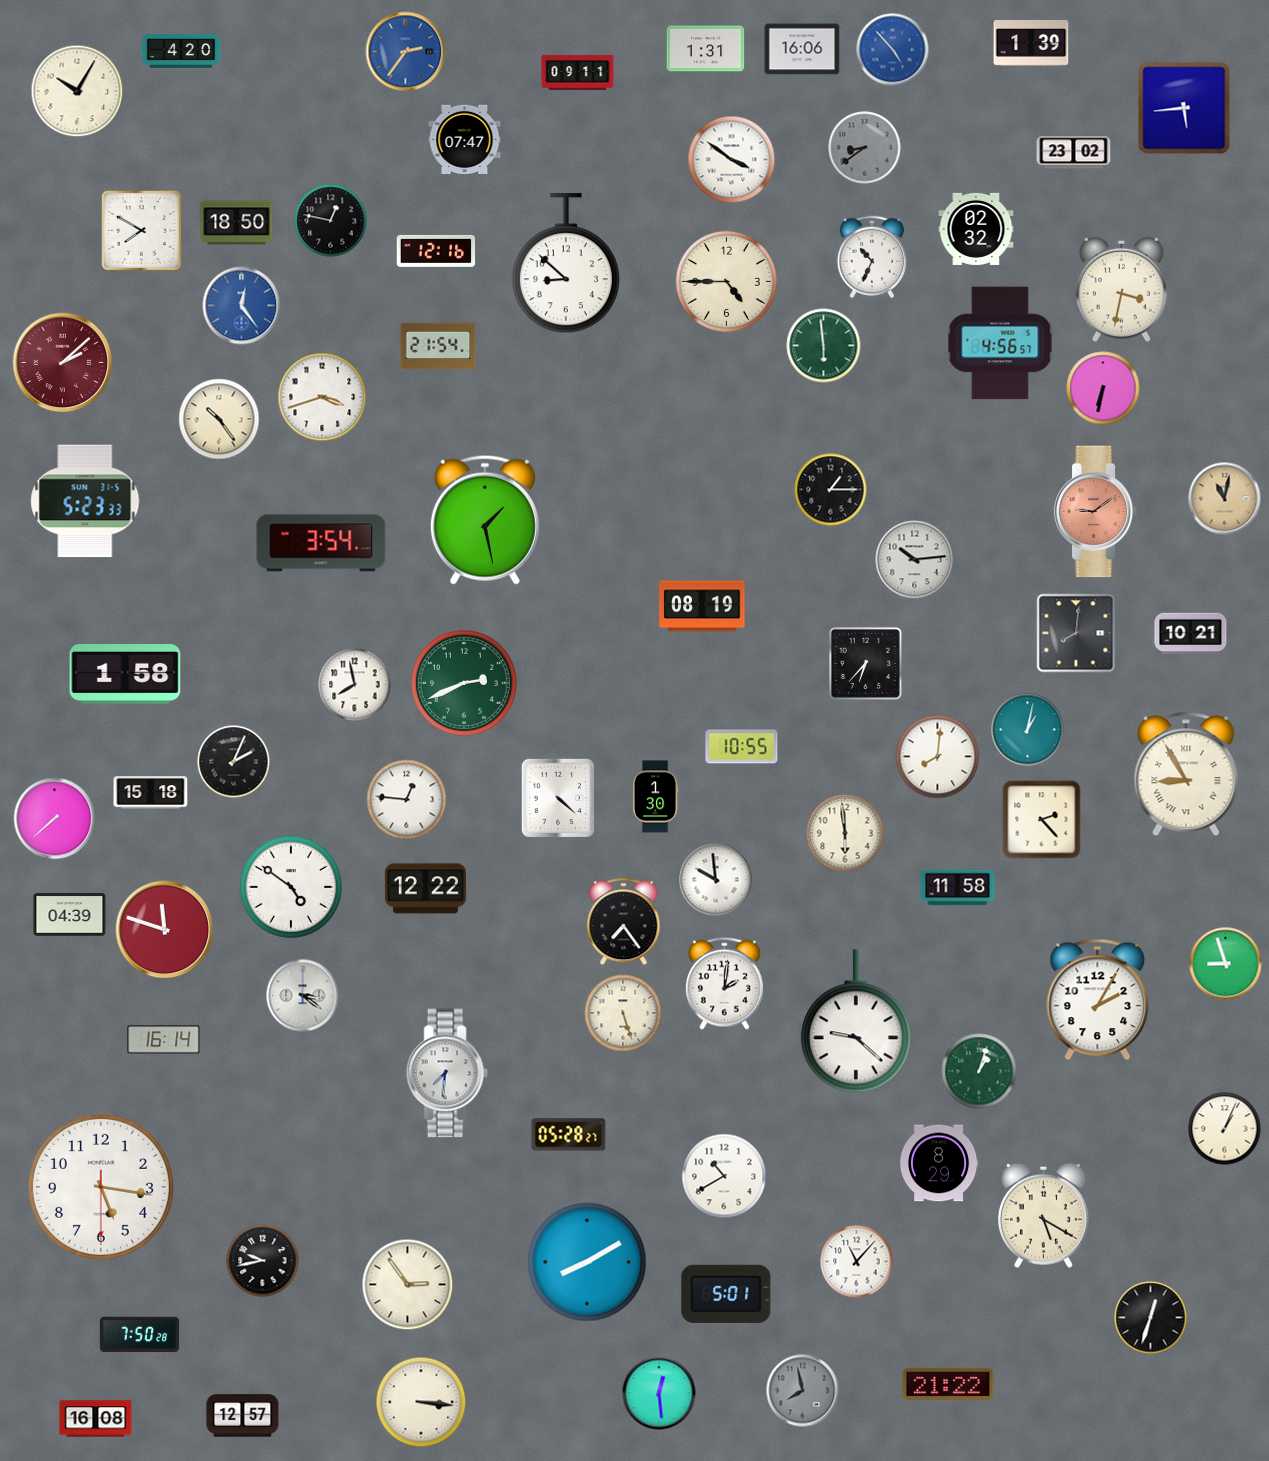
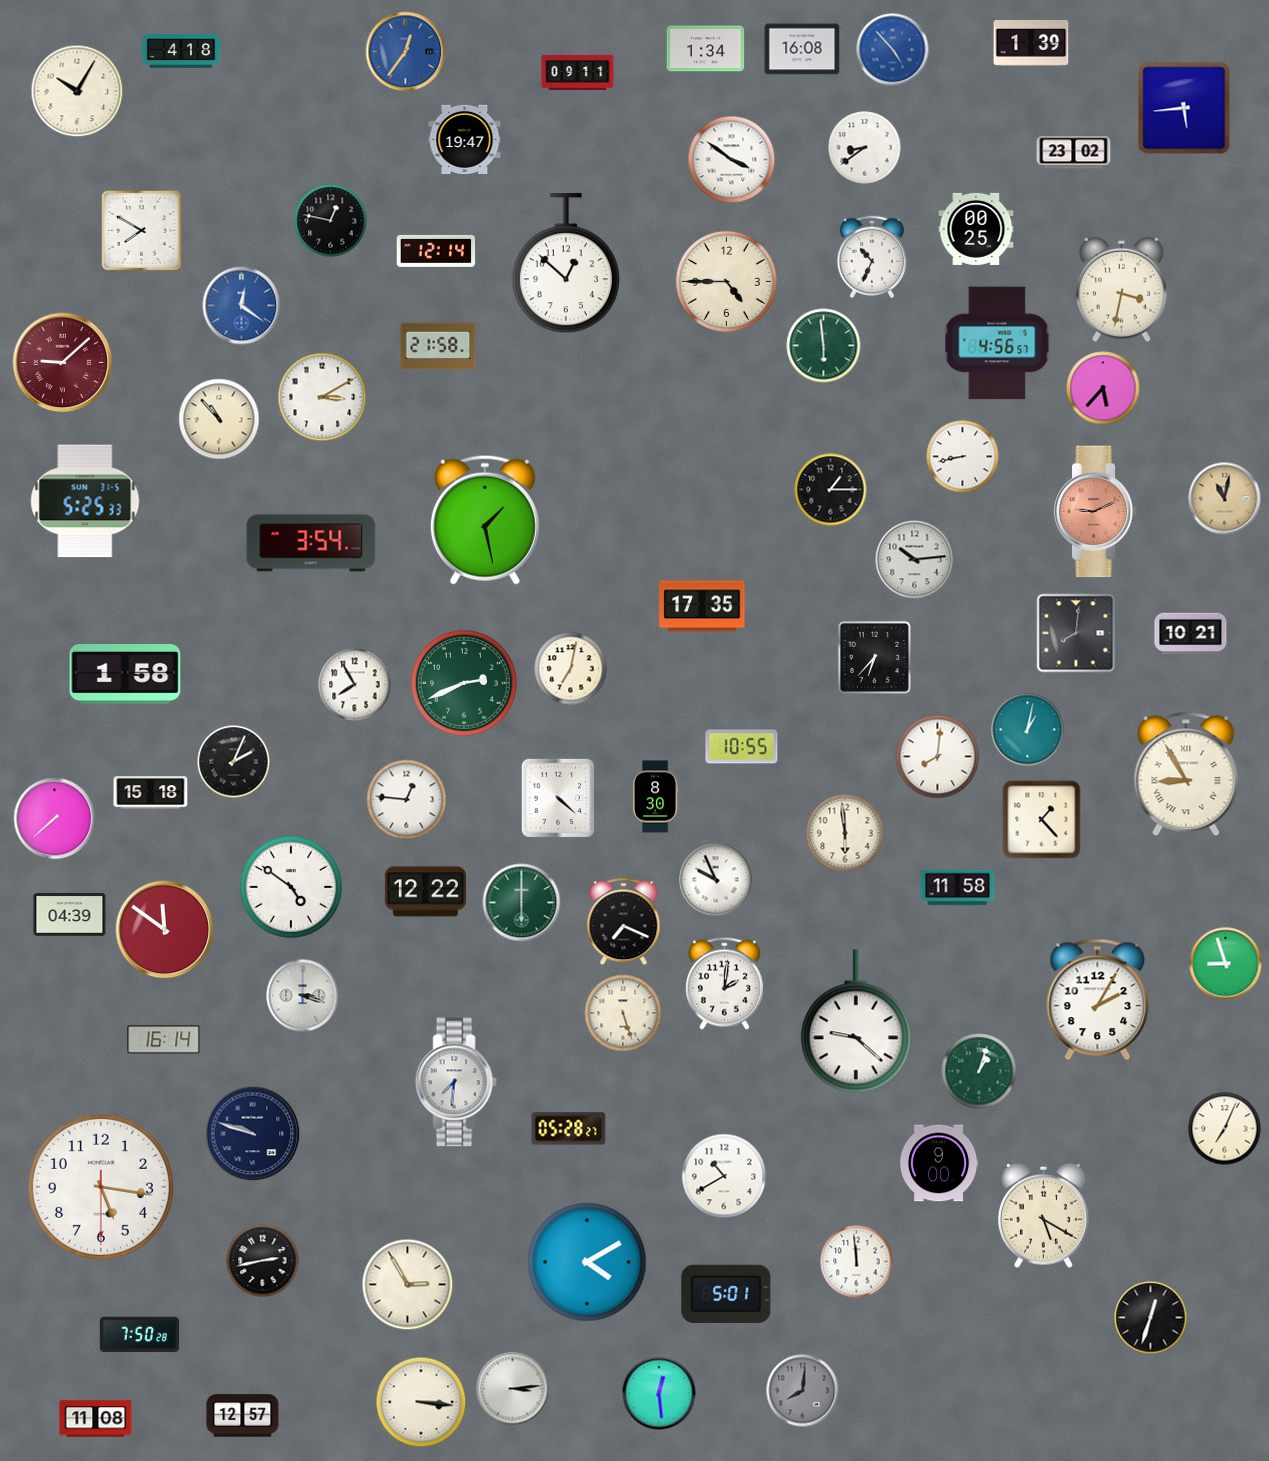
clock at (706, 49): 1:31 -> 1:34
clock at (802, 49): 16:06 -> 16:08
clock at (181, 51): 4:20 -> 4:18
clock at (406, 52): 2:36 -> 12:36
clock at (465, 139): 07:47 -> 19:47
clock at (865, 148) dial: grey -> white
clock at (237, 223): 18:50 -> none
clock at (976, 229): 02:32 -> 00:25
clock at (436, 251): 12:16 -> 12:14
clock at (566, 264): 8:52 -> 12:52
clock at (242, 306): 12:24 -> 12:21
clock at (1000, 343) position: (1000, 343) -> (997, 343)
clock at (438, 346): 21:54 -> 21:58
clock at (63, 363): 2:08 -> 9:08
clock at (1103, 388): 6:32 -> 5:37
clock at (322, 397): 3:42 -> 3:10
clock at (219, 419): 10:24 -> 10:53
clock at (963, 457): none -> 8:43
clock at (85, 501): 5:23 -> 5:25
clock at (1096, 512): 9:09 -> 9:11
clock at (321, 543) position: (321, 543) -> (311, 543)
clock at (702, 606): 08:19 -> 17:35
clock at (865, 663) position: (865, 663) -> (874, 657)
clock at (571, 669): none -> 7:02
clock at (355, 685): 7:58 -> 7:55
clock at (655, 797): 1:30 -> 8:30
clock at (1042, 820): 2:23 -> 1:23
clock at (716, 880): 9:59 -> 9:56
clock at (425, 889) position: (425, 889) -> (425, 892)
clock at (522, 903): none -> 6:00
clock at (624, 922): 7:24 -> 7:19
clock at (165, 930): 11:48 -> 11:51
clock at (303, 996): 3:21 -> 3:18
clock at (447, 1073) position: (447, 1073) -> (456, 1082)
clock at (1225, 1129): 1:04 -> 7:04
clock at (253, 1134): none -> 9:48
clock at (569, 1135) position: (569, 1135) -> (569, 1129)
clock at (939, 1163): 8:29 -> 9:00
clock at (263, 1261): 9:43 -> 2:43
clock at (587, 1262): 8:10 -> 4:10
clock at (857, 1262): 11:07 -> 11:59
clock at (408, 1285): 2:54 -> 2:55
clock at (948, 1384): 21:22 -> none
clock at (513, 1389): none -> 3:14
clock at (803, 1391): 7:58 -> 8:01
clock at (96, 1419): 16:08 -> 11:08
